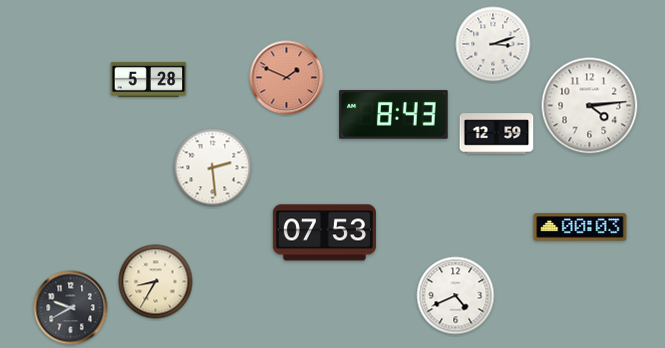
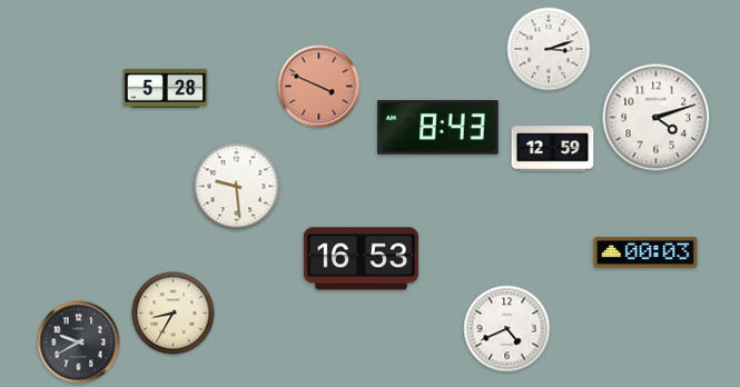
clock at (287, 78): 1:49 -> 3:49
clock at (590, 106): 4:14 -> 4:12
clock at (213, 168): 2:29 -> 9:29
clock at (324, 233): 07:53 -> 16:53
